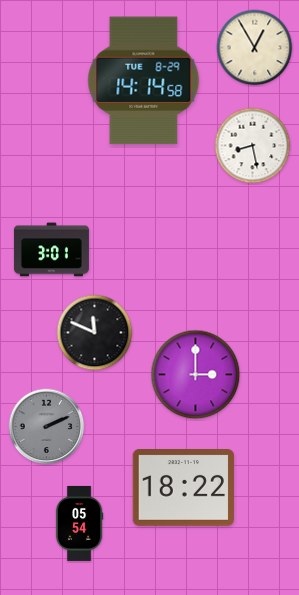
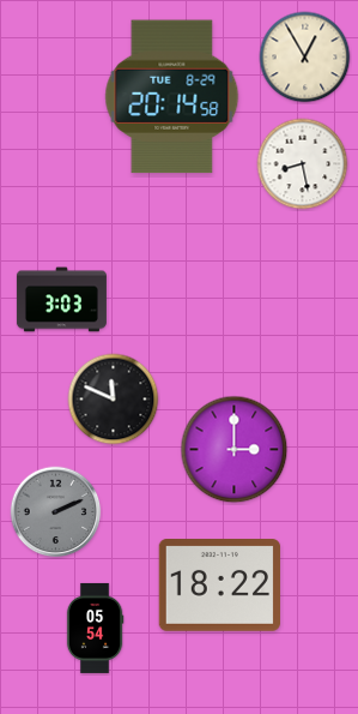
clock at (144, 81): 14:14 -> 20:14
clock at (253, 146) position: (253, 146) -> (303, 164)
clock at (51, 250): 3:01 -> 3:03
